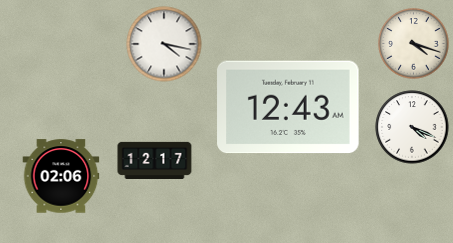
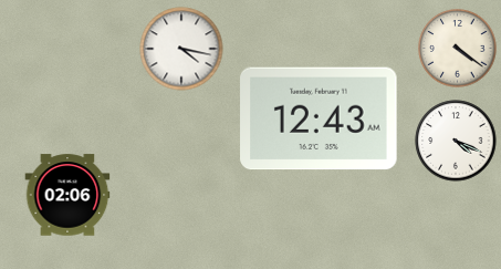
clock at (414, 44): 4:18 -> 4:21
clock at (155, 160): 12:17 -> none
